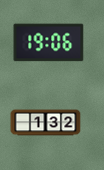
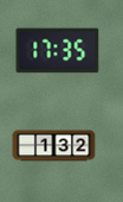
clock at (49, 43): 19:06 -> 17:35
